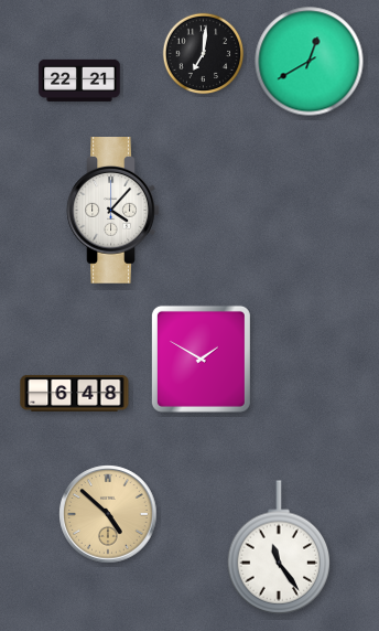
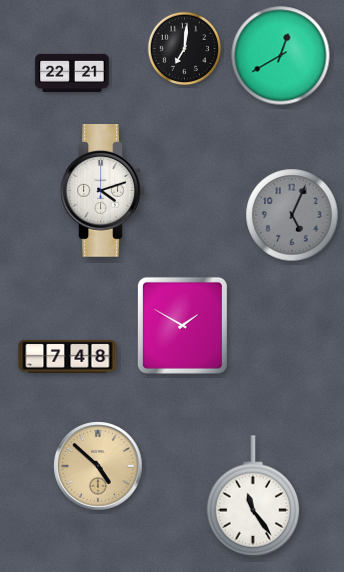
clock at (113, 211): 4:07 -> 4:12
clock at (292, 215): none -> 5:04
clock at (75, 393): 6:48 -> 7:48
